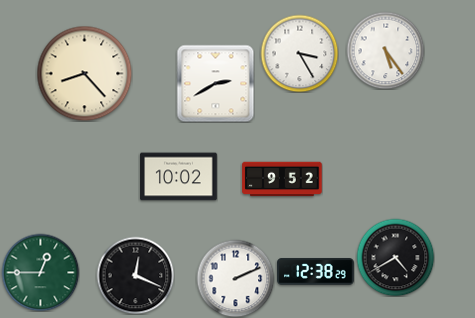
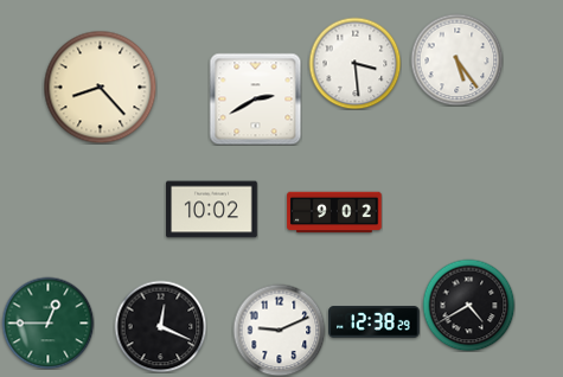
clock at (299, 53): 3:25 -> 3:29
clock at (282, 179): 9:52 -> 9:02
clock at (235, 278): 2:11 -> 9:11
